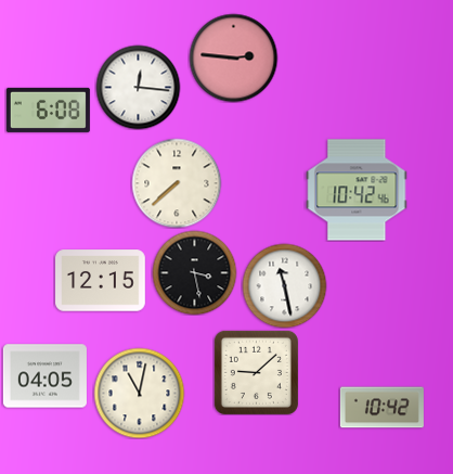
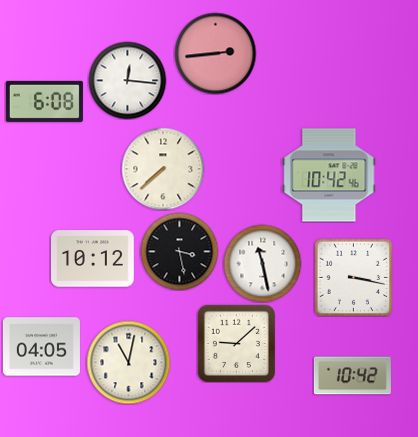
clock at (233, 57): 2:46 -> 2:44
clock at (101, 281): 12:15 -> 10:12
clock at (353, 277): none -> 3:17
